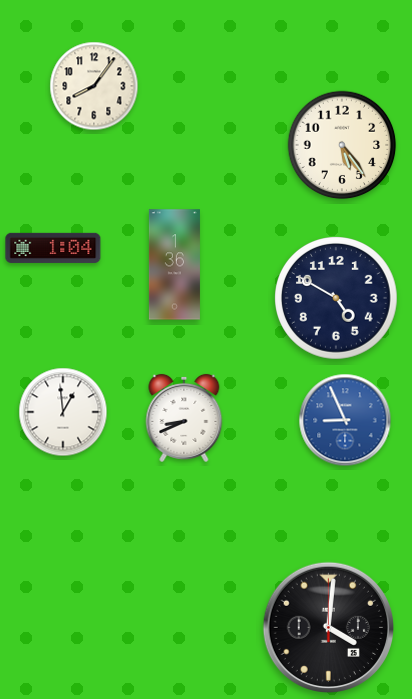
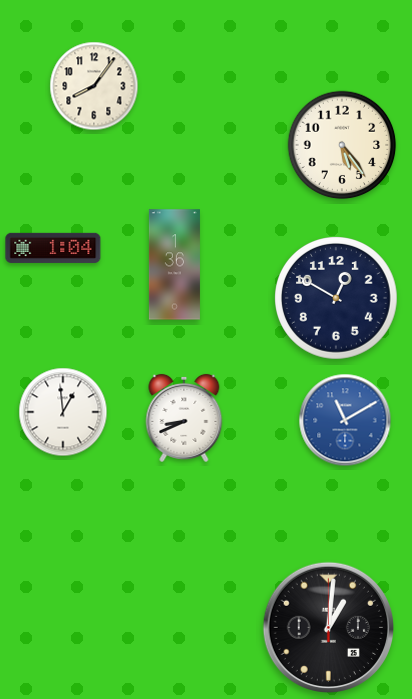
clock at (337, 299): 4:50 -> 12:50
clock at (345, 420): 8:56 -> 11:10
clock at (328, 627): 4:01 -> 1:01
